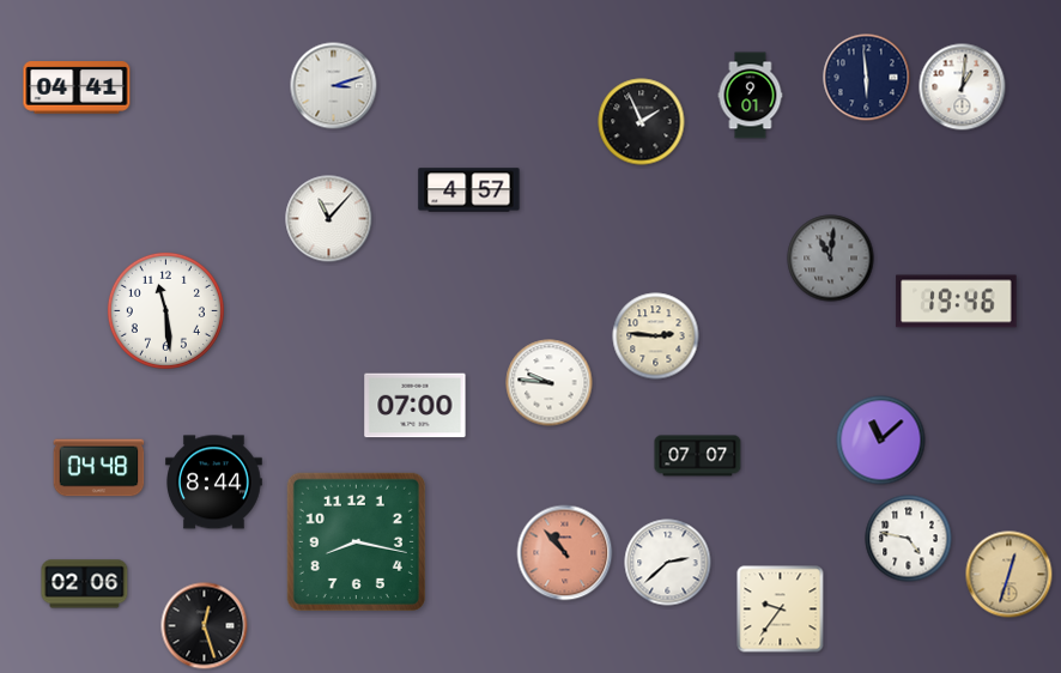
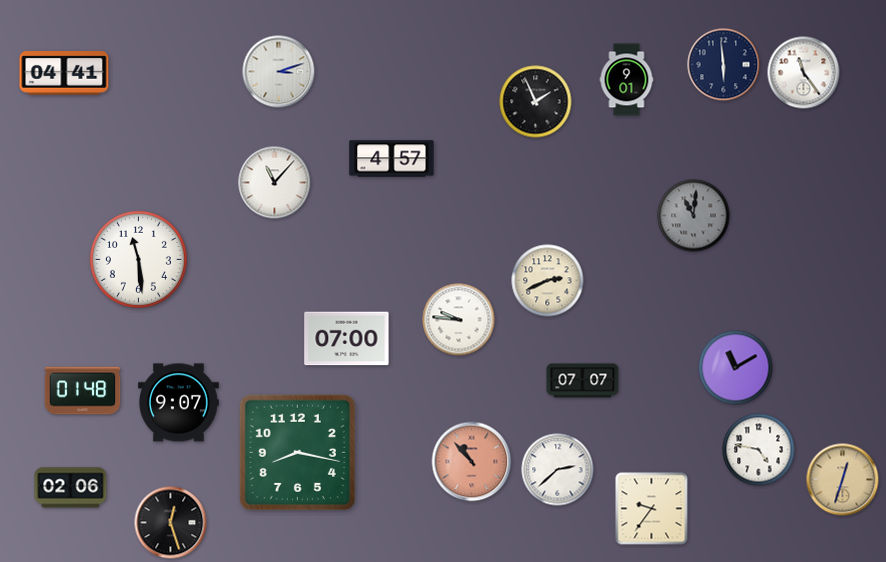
clock at (963, 87): 1:01 -> 11:24
clock at (957, 302): 19:46 -> none
clock at (656, 336): 2:46 -> 2:41
clock at (881, 441): 11:08 -> 11:10
clock at (99, 468): 04:48 -> 01:48
clock at (214, 483): 8:44 -> 9:07
